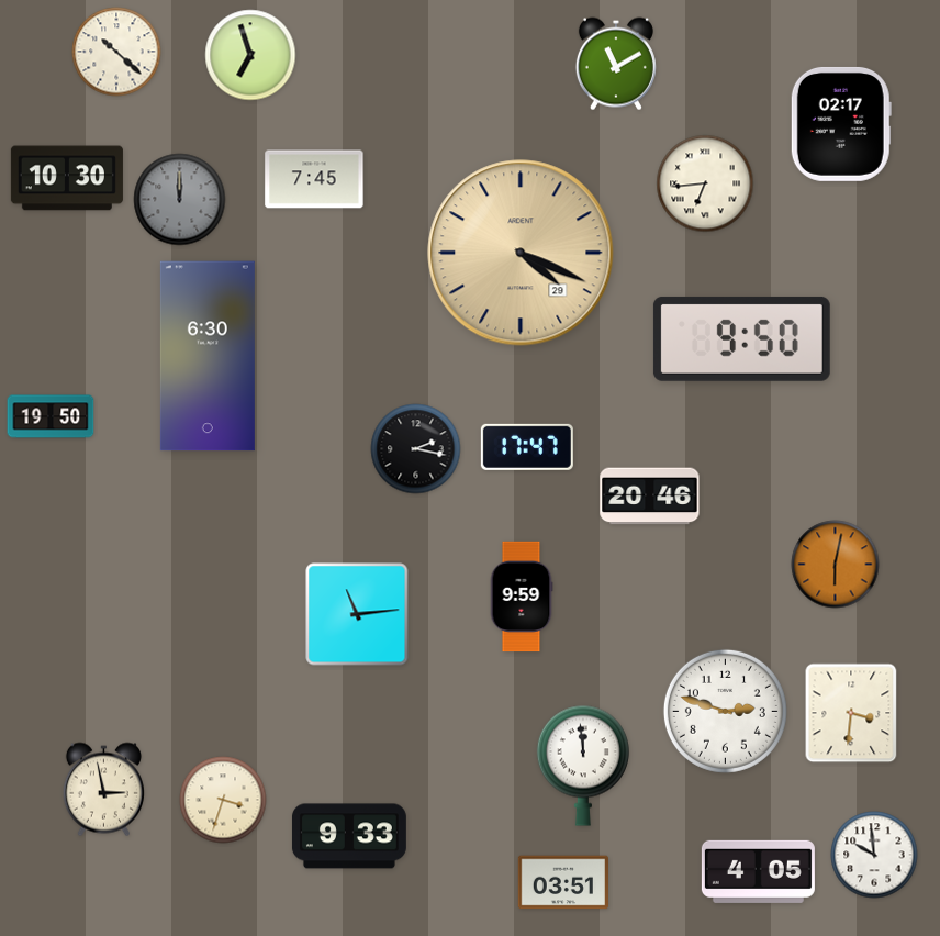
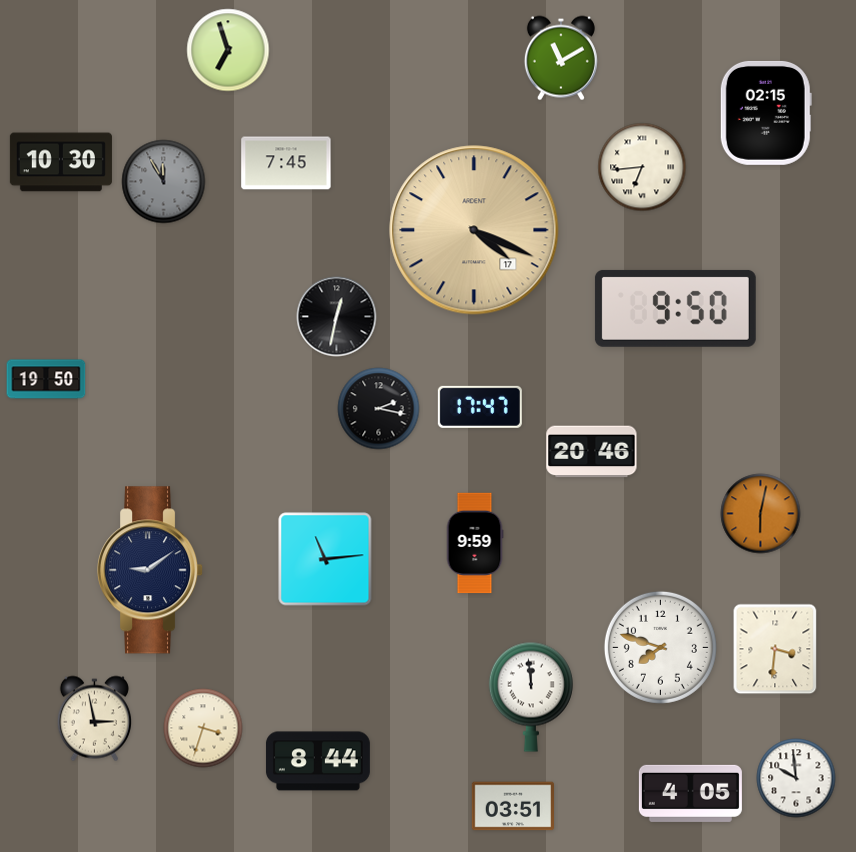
clock at (116, 52): 10:22 -> none
clock at (841, 124): 02:17 -> 02:15
clock at (180, 200): 12:00 -> 11:55
clock at (521, 253) date: 29 -> 17
clock at (337, 317): none -> 12:32
clock at (208, 356): 6:30 -> none
clock at (151, 570): none -> 9:09
clock at (725, 711): 2:48 -> 7:48
clock at (349, 836): 9:33 -> 8:44
clock at (562, 882) position: (562, 882) -> (512, 806)
